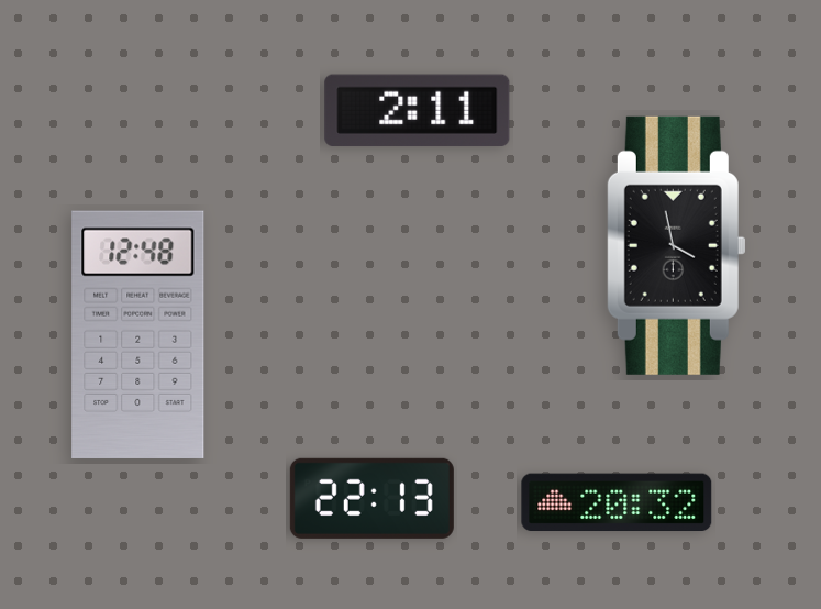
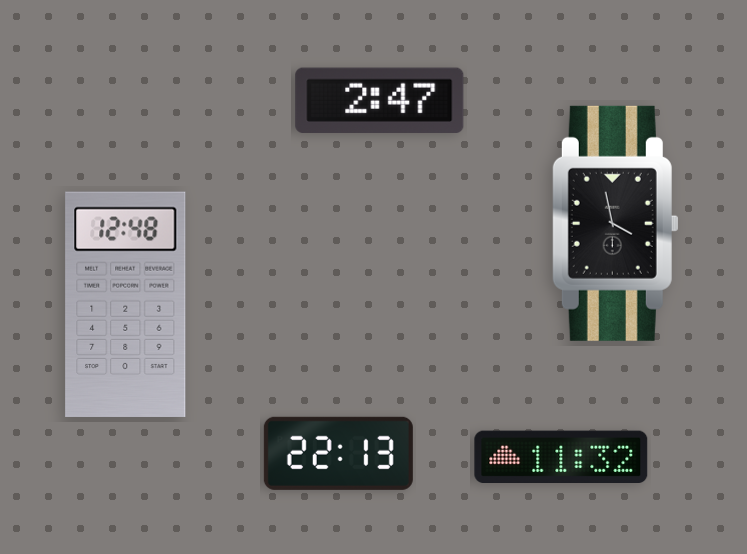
clock at (418, 110): 2:11 -> 2:47
clock at (617, 501): 20:32 -> 11:32
